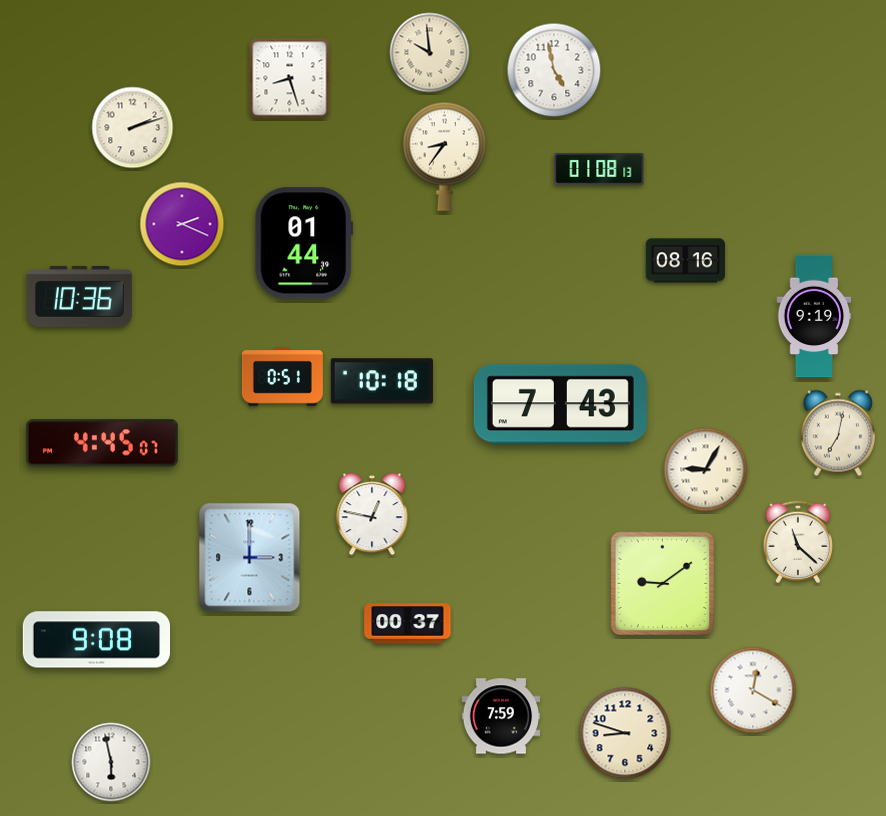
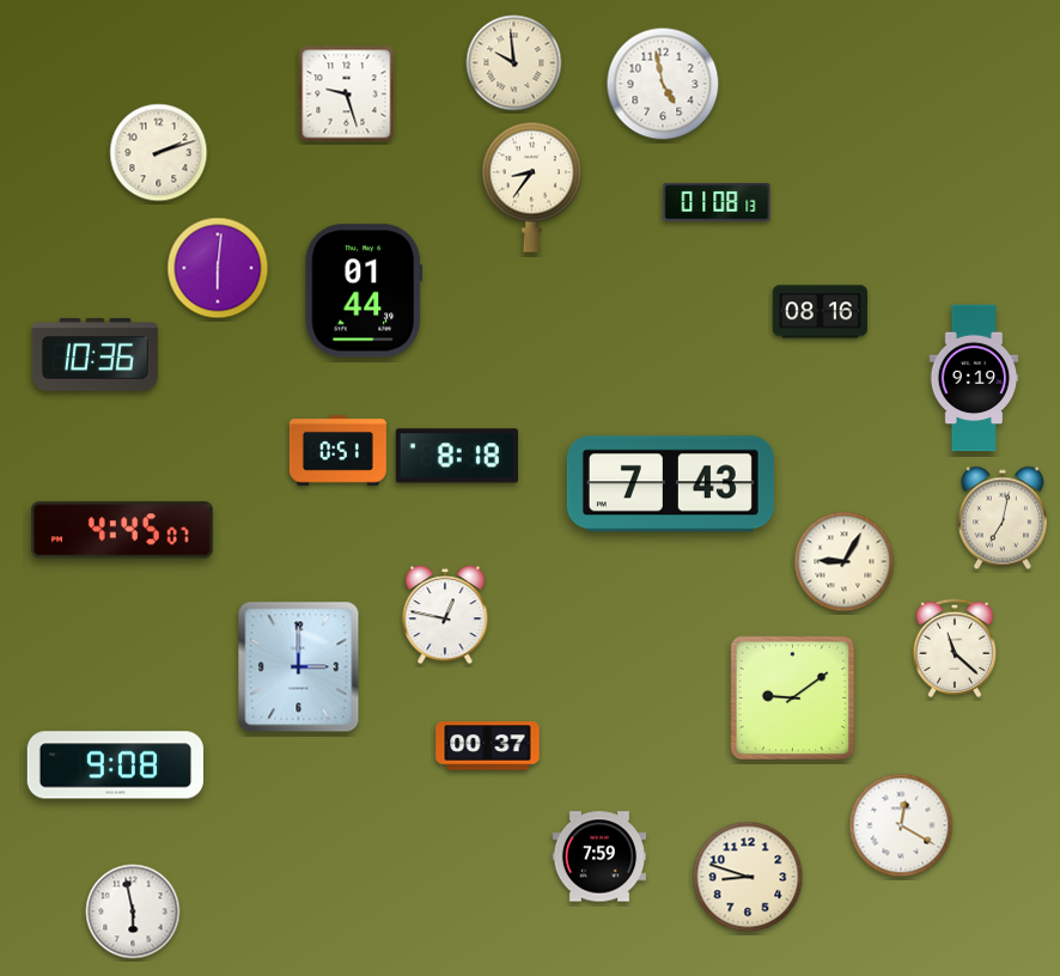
clock at (290, 79): 8:27 -> 9:27
clock at (182, 224): 2:19 -> 6:01
clock at (382, 381): 10:18 -> 8:18
